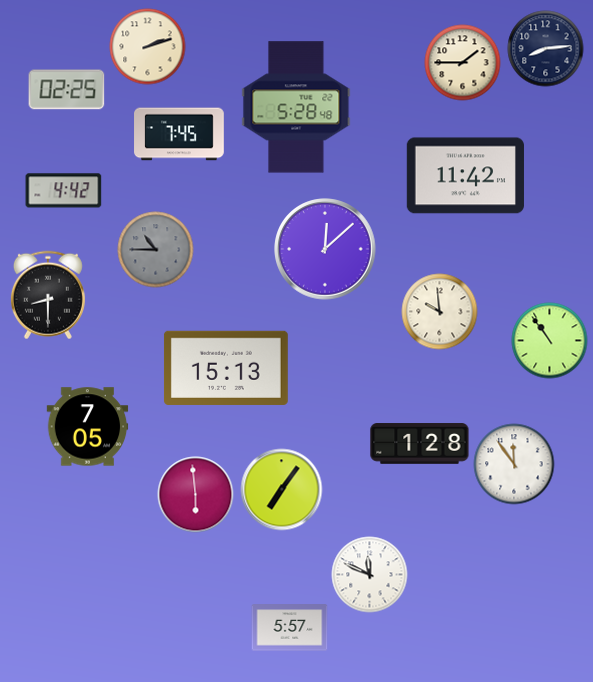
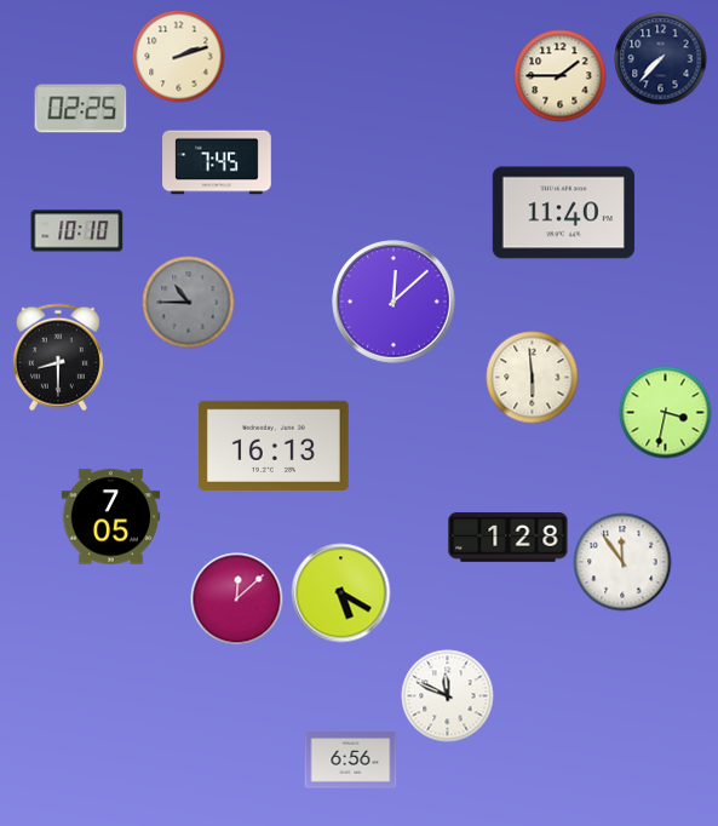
clock at (546, 49): 8:14 -> 7:37
clock at (296, 107): 5:28 -> none
clock at (465, 176): 11:42 -> 11:40
clock at (64, 191): 4:42 -> 10:10
clock at (440, 312): 9:59 -> 5:59
clock at (550, 341): 10:54 -> 3:32
clock at (226, 368): 15:13 -> 16:13
clock at (88, 427) position: (88, 427) -> (111, 517)
clock at (282, 490): 7:06 -> 5:20
clock at (196, 495): 5:59 -> 12:08
clock at (290, 628): 5:57 -> 6:56
